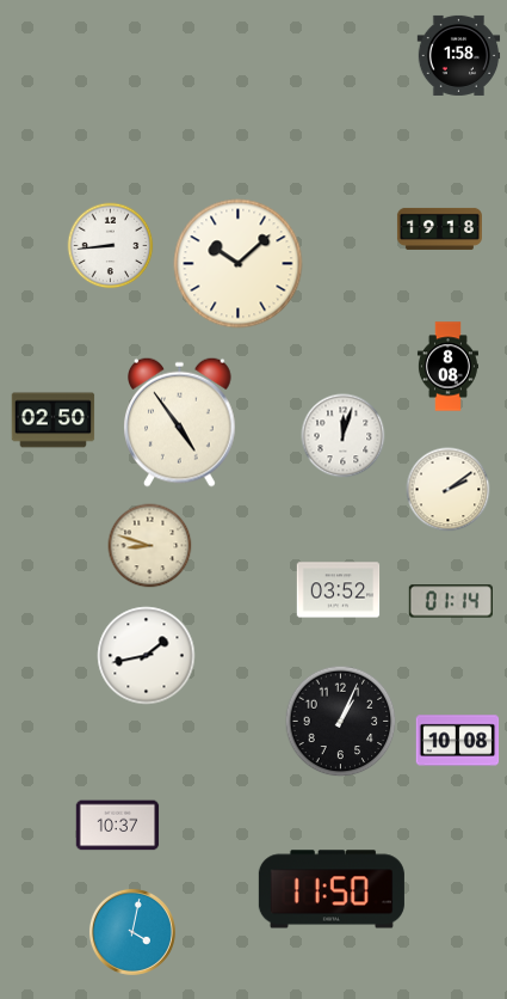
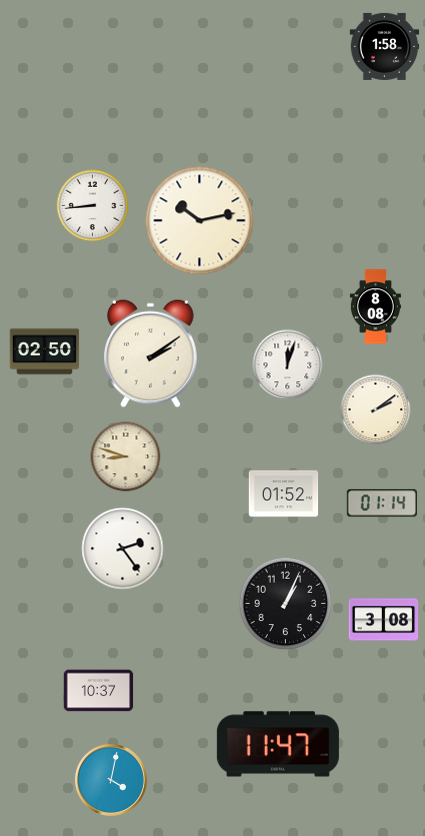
clock at (439, 228): 19:18 -> none
clock at (239, 264): 10:08 -> 10:13
clock at (180, 422): 4:54 -> 2:09
clock at (339, 590): 03:52 -> 01:52
clock at (451, 601) position: (451, 601) -> (382, 503)
clock at (147, 656): 1:43 -> 2:24
clock at (458, 741): 10:08 -> 3:08
clock at (332, 889): 11:50 -> 11:47
